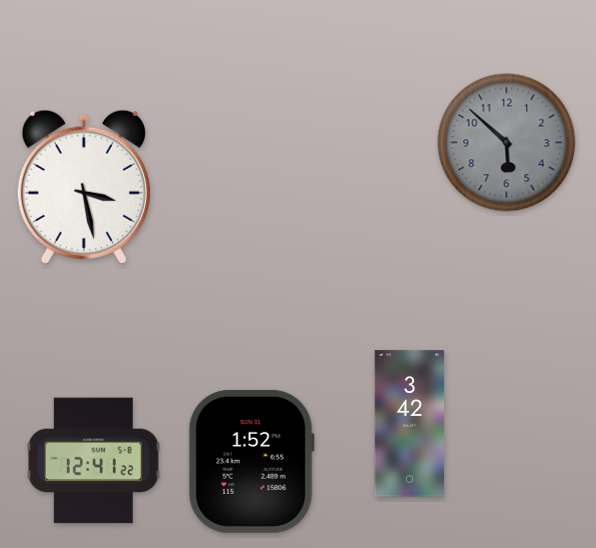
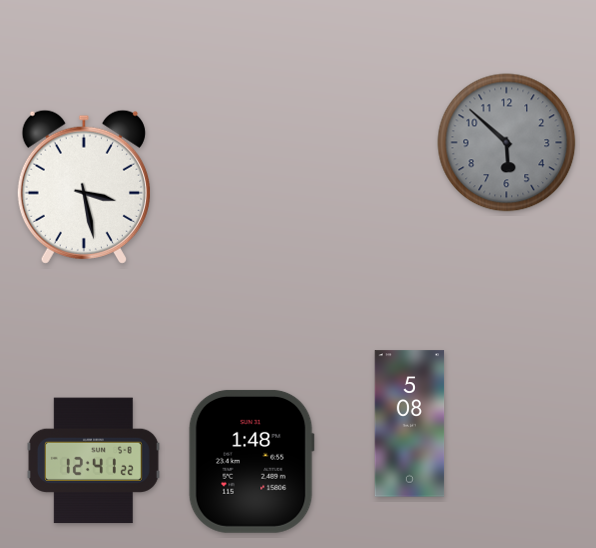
clock at (410, 424): 3:42 -> 5:08
clock at (251, 461): 1:52 -> 1:48
